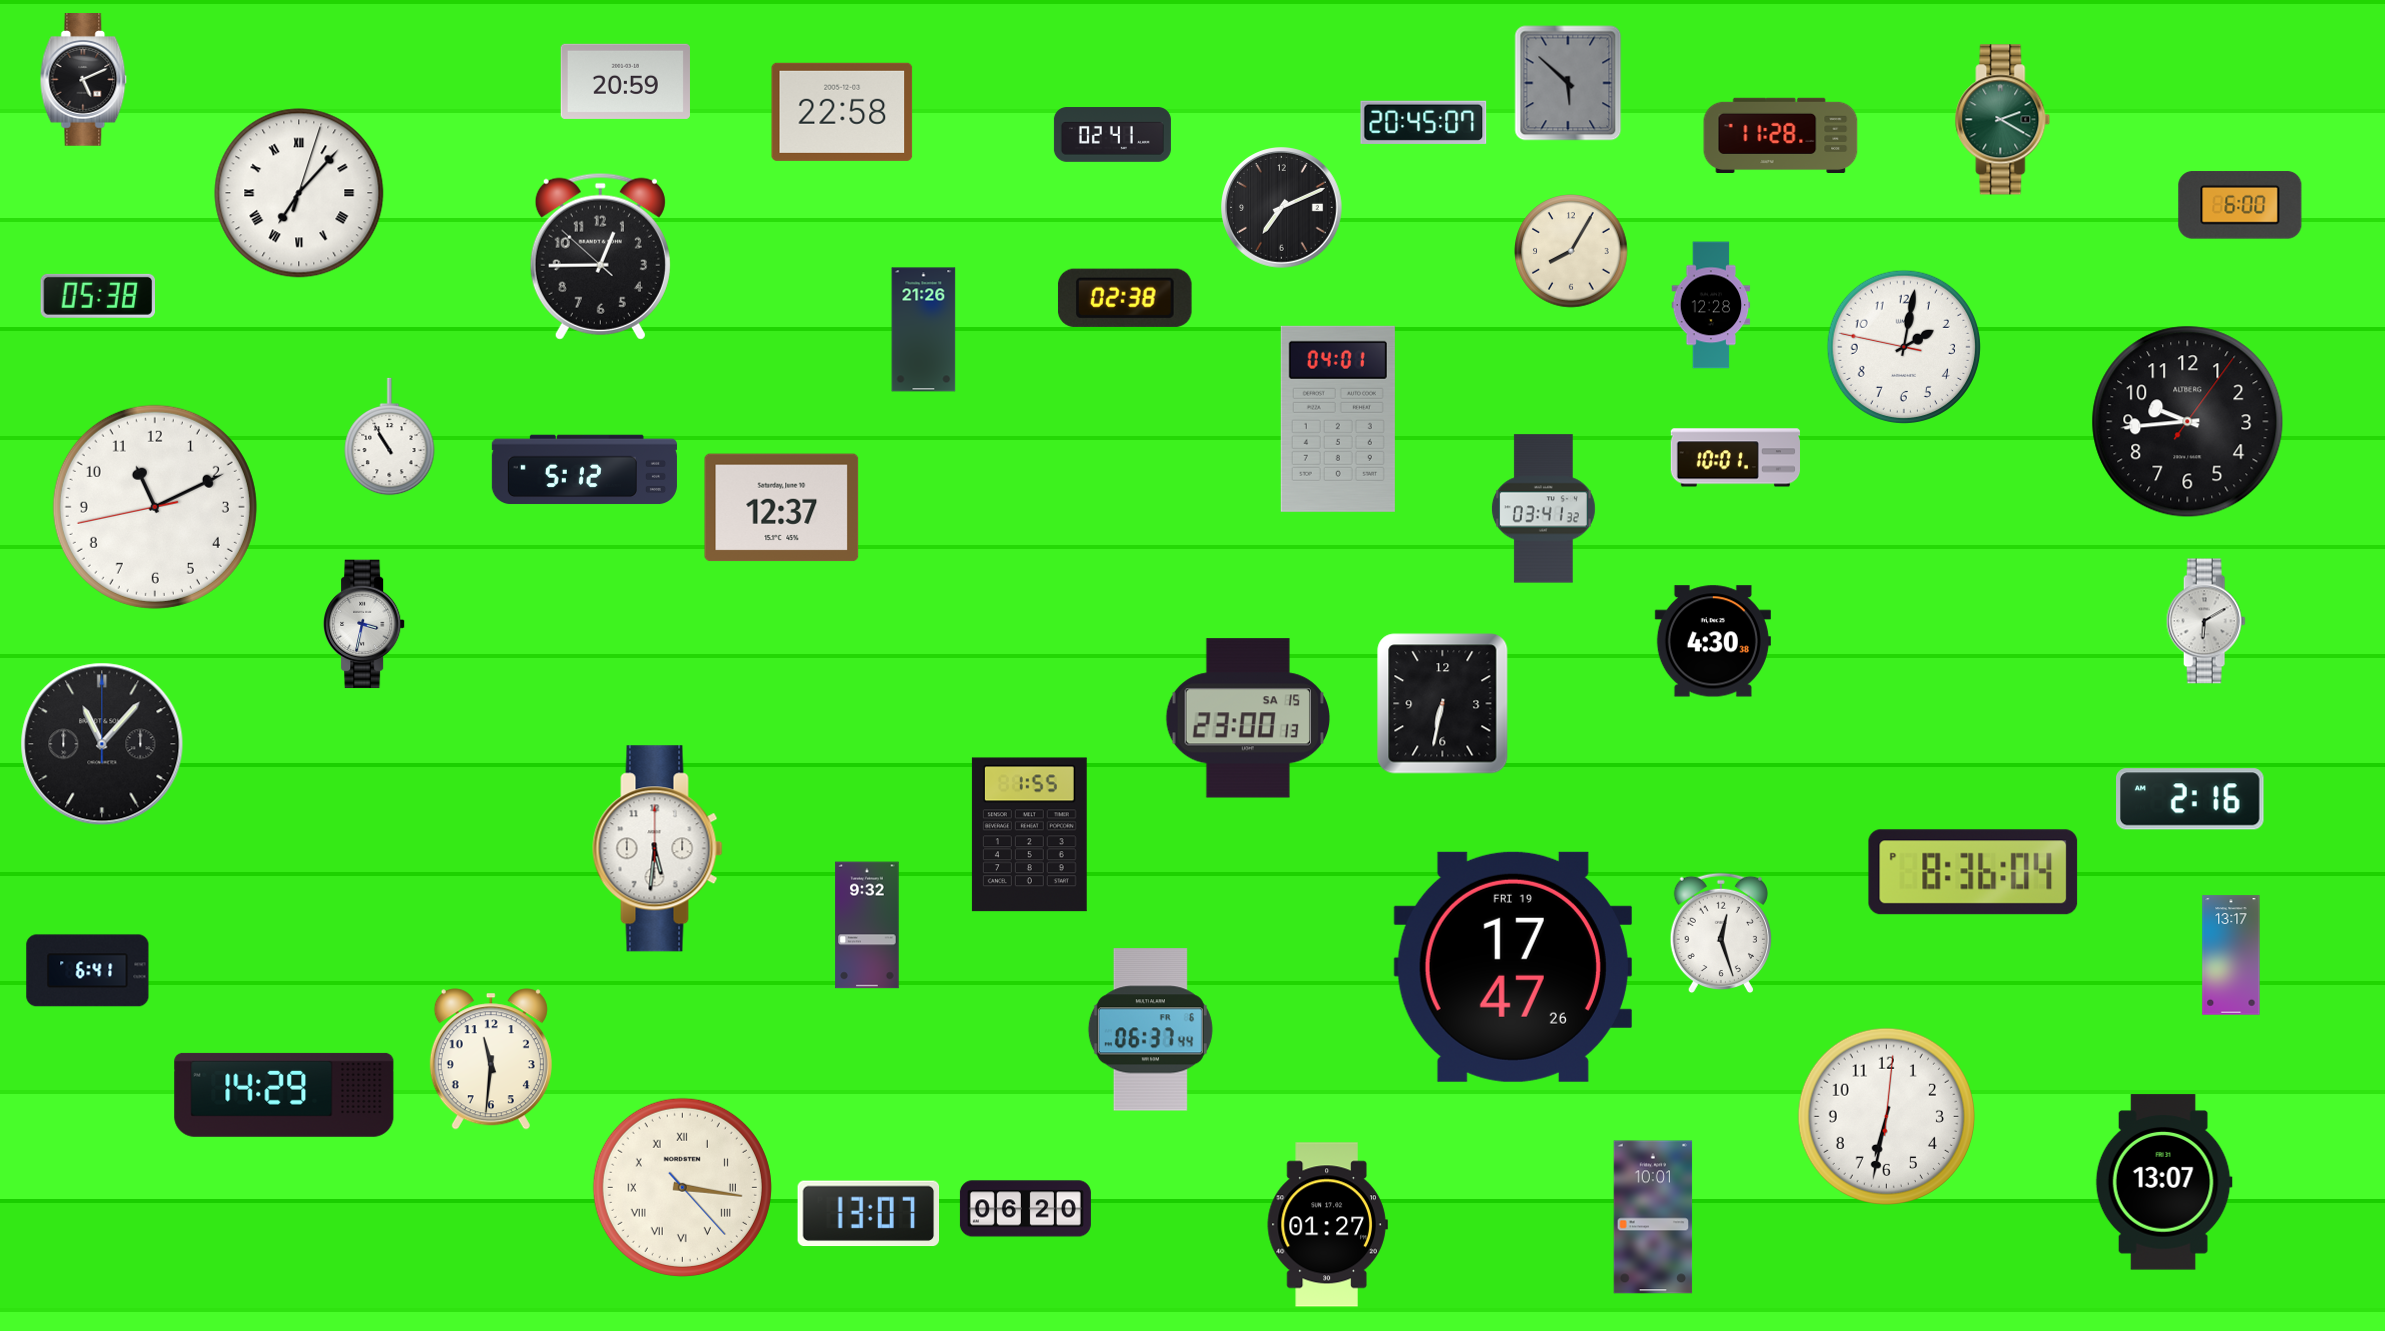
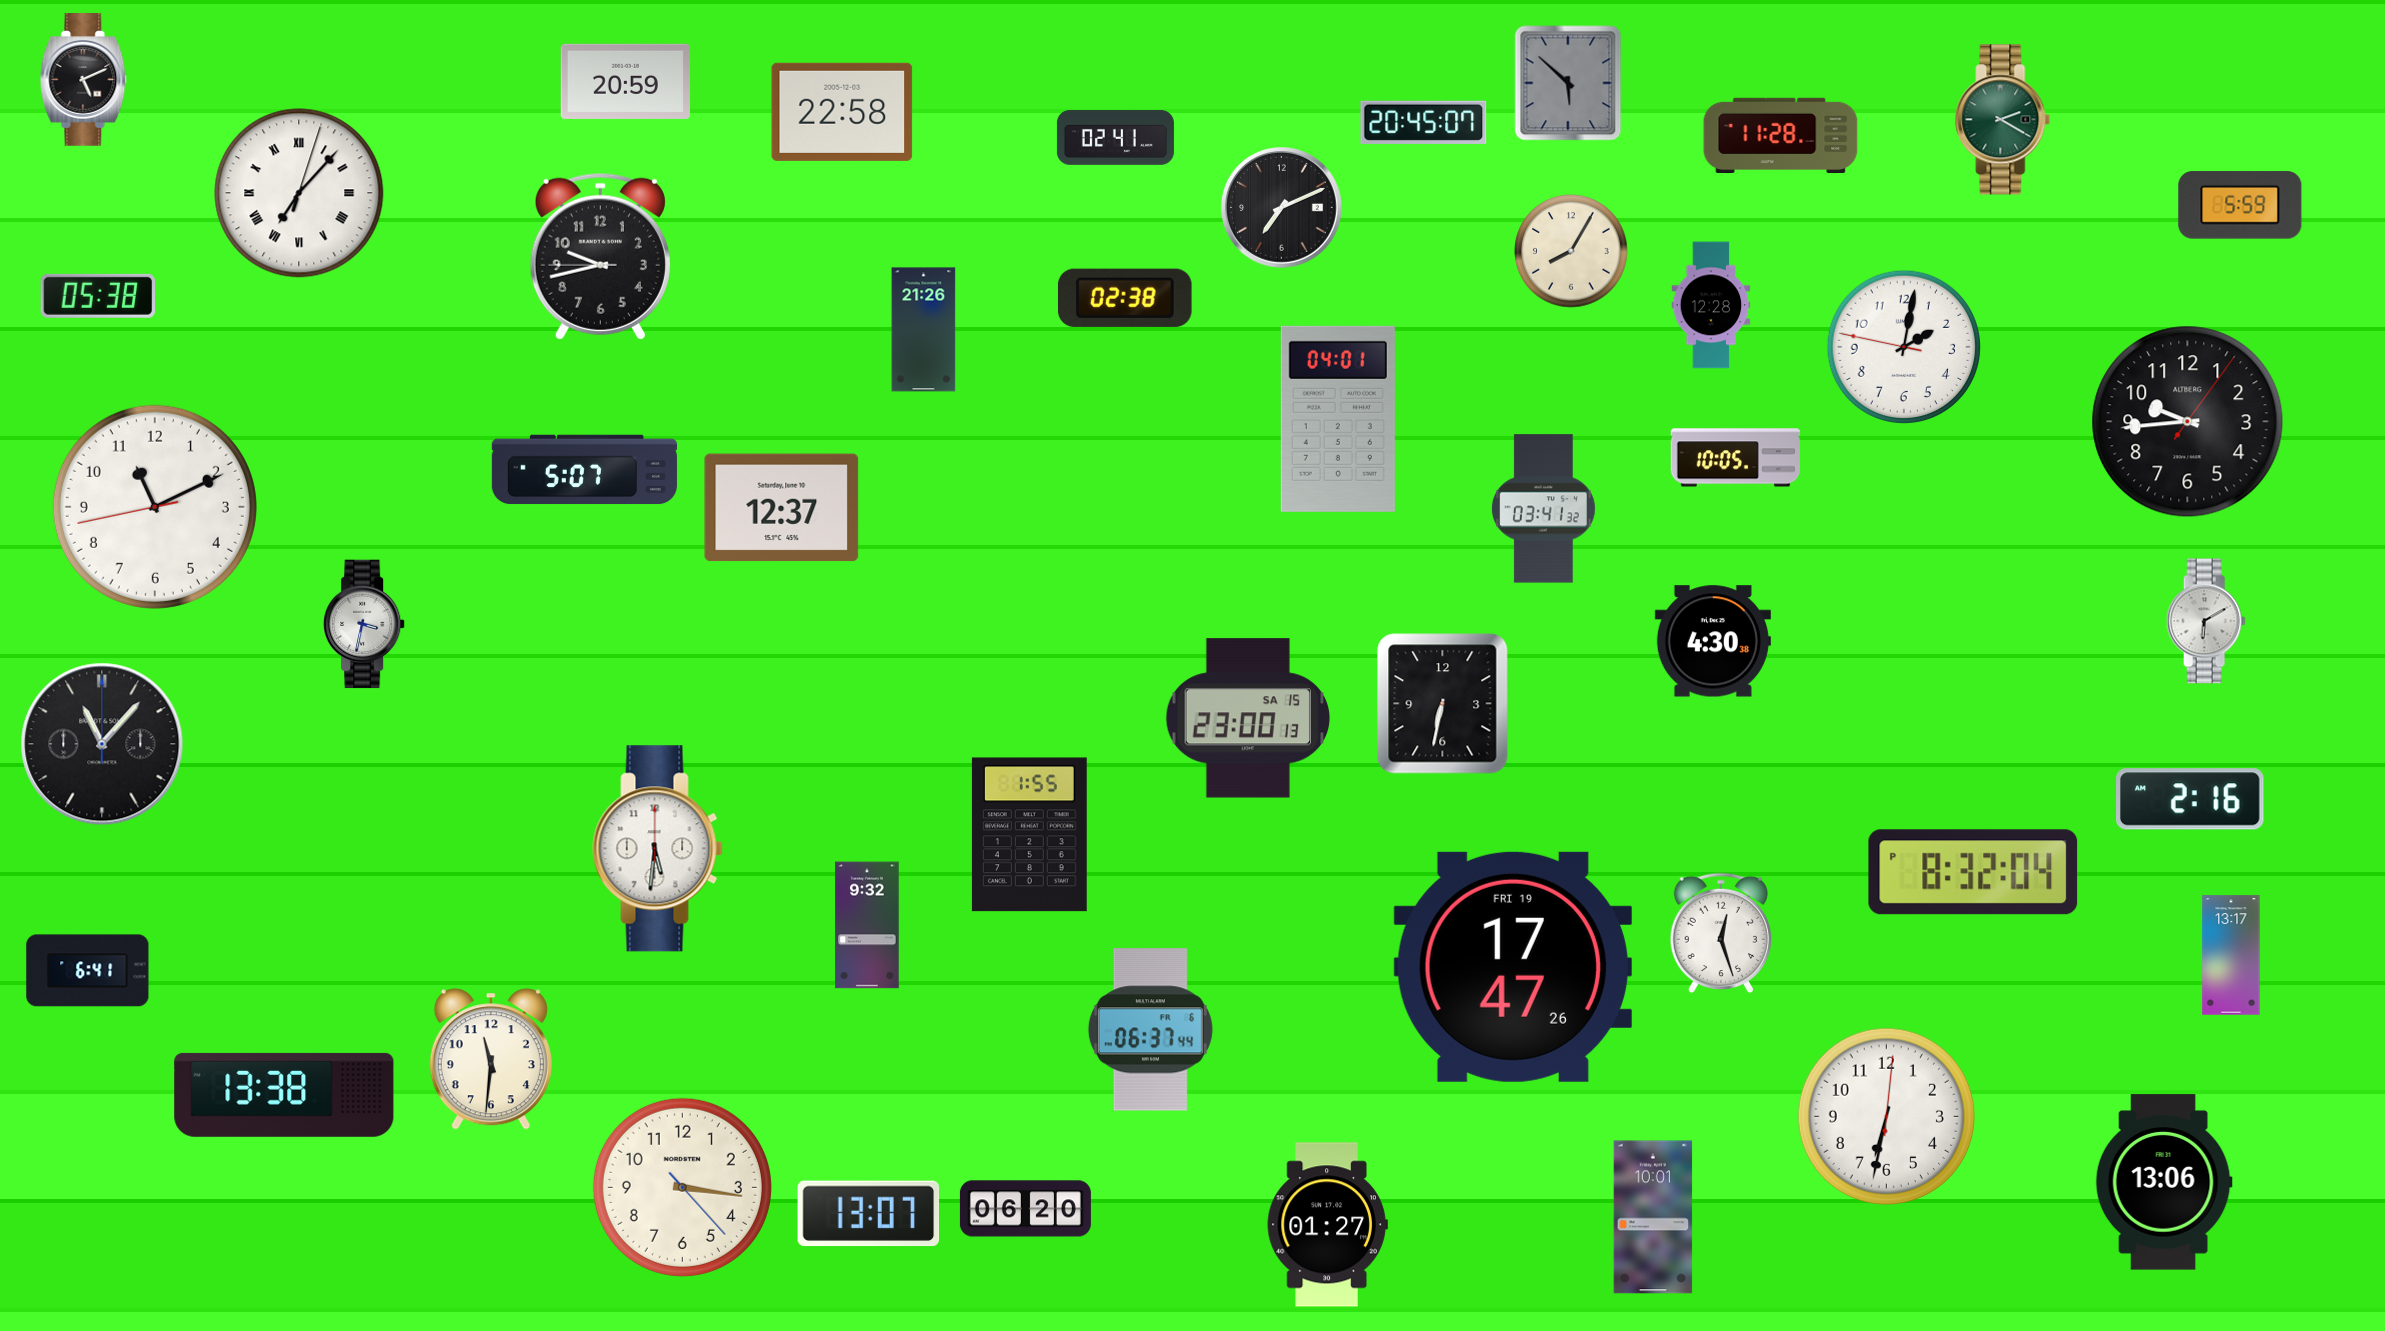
clock at (1112, 135) position: (1112, 135) -> (1115, 138)
clock at (2240, 205): 6:00 -> 5:59
clock at (600, 256): 12:44 -> 9:42
clock at (390, 437): 10:55 -> none
clock at (1735, 458): 10:01 -> 10:05
clock at (584, 470): 5:12 -> 5:07
clock at (1973, 872): 8:36 -> 8:32
clock at (284, 1095): 14:29 -> 13:38
clock at (2164, 1182): 13:07 -> 13:06
clock at (682, 1187) numerals: Roman -> Arabic
